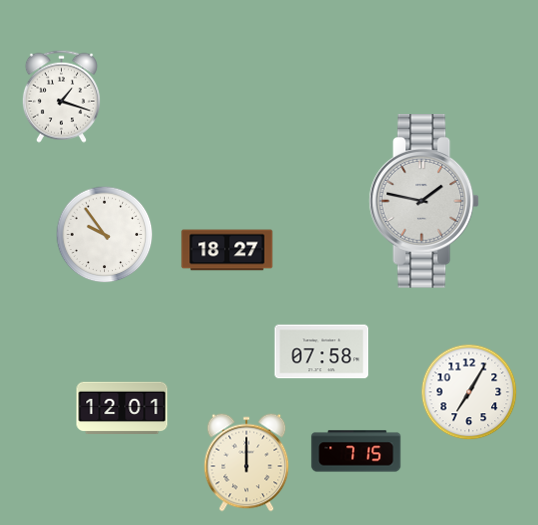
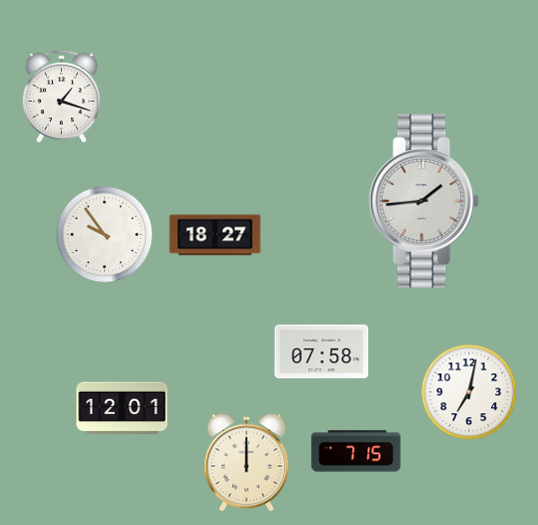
clock at (424, 202): 1:47 -> 1:44
clock at (227, 250) position: (227, 250) -> (215, 235)
clock at (469, 392): 7:05 -> 7:02
